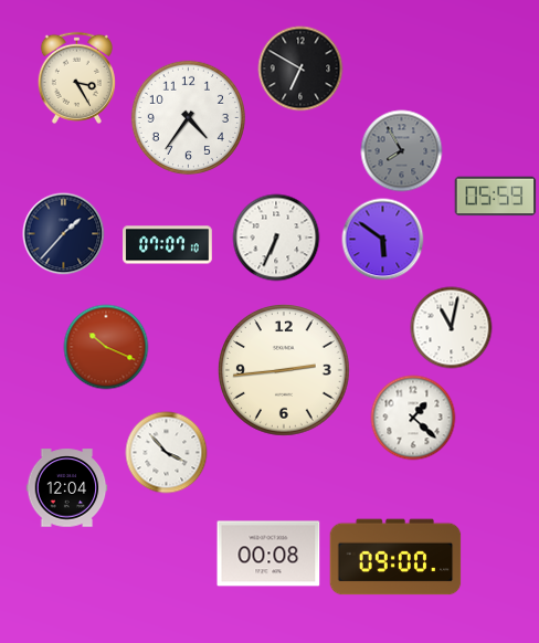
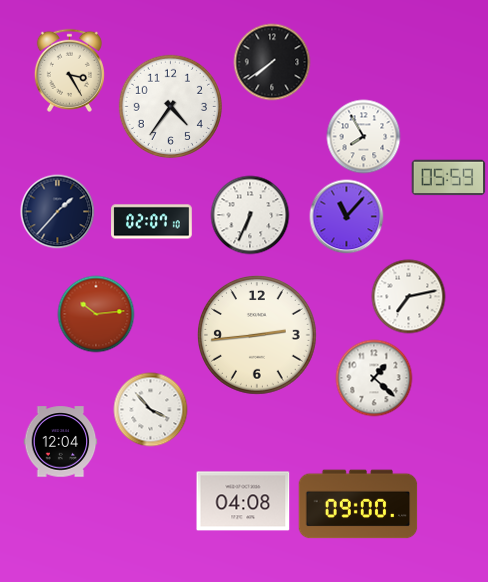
clock at (300, 68): 6:50 -> 7:39
clock at (402, 151) dial: grey -> white
clock at (383, 240): 5:51 -> 11:07
clock at (168, 245): 07:07 -> 02:07
clock at (452, 328): 11:02 -> 7:13
clock at (106, 347): 10:19 -> 10:14
clock at (268, 554): 00:08 -> 04:08
